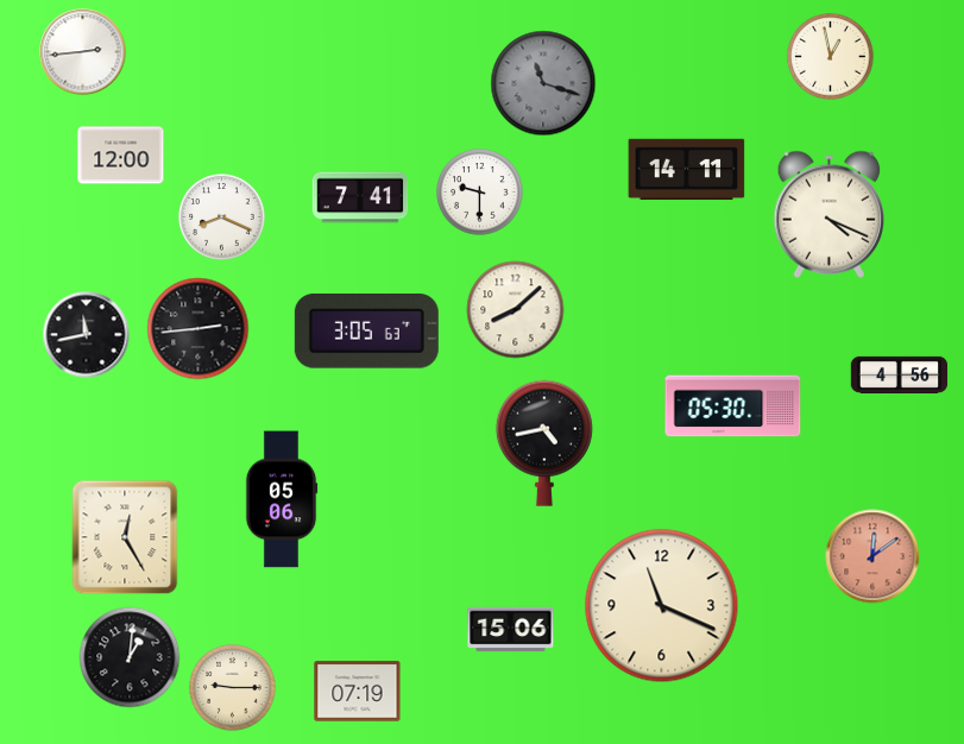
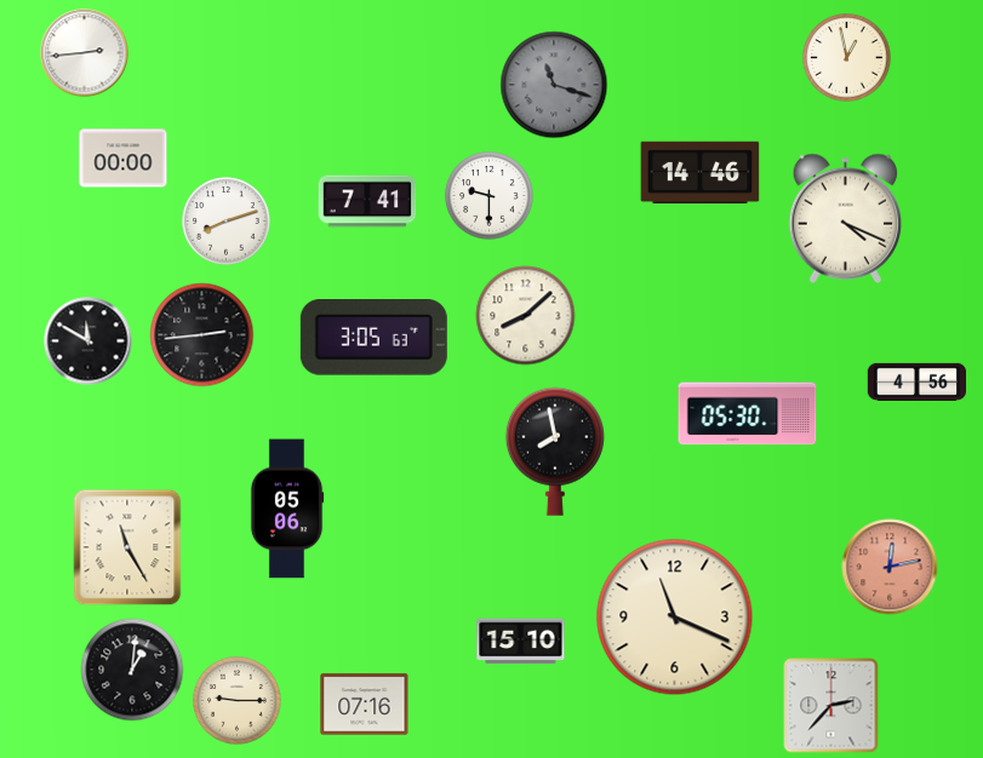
clock at (121, 156): 12:00 -> 00:00
clock at (687, 170): 14:11 -> 14:46
clock at (222, 217): 8:19 -> 8:12
clock at (87, 335): 11:43 -> 11:50
clock at (544, 443): 4:43 -> 7:58
clock at (125, 537): 12:25 -> 11:25
clock at (872, 556): 12:09 -> 12:13
clock at (511, 630): 15:06 -> 15:10
clock at (358, 692): 07:19 -> 07:16
clock at (831, 706): none -> 2:37
